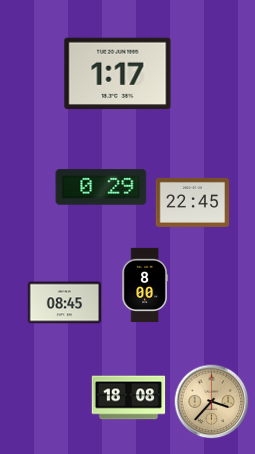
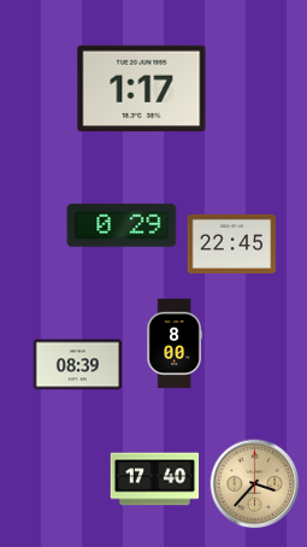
clock at (65, 303): 08:45 -> 08:39
clock at (129, 398): 18:08 -> 17:40
